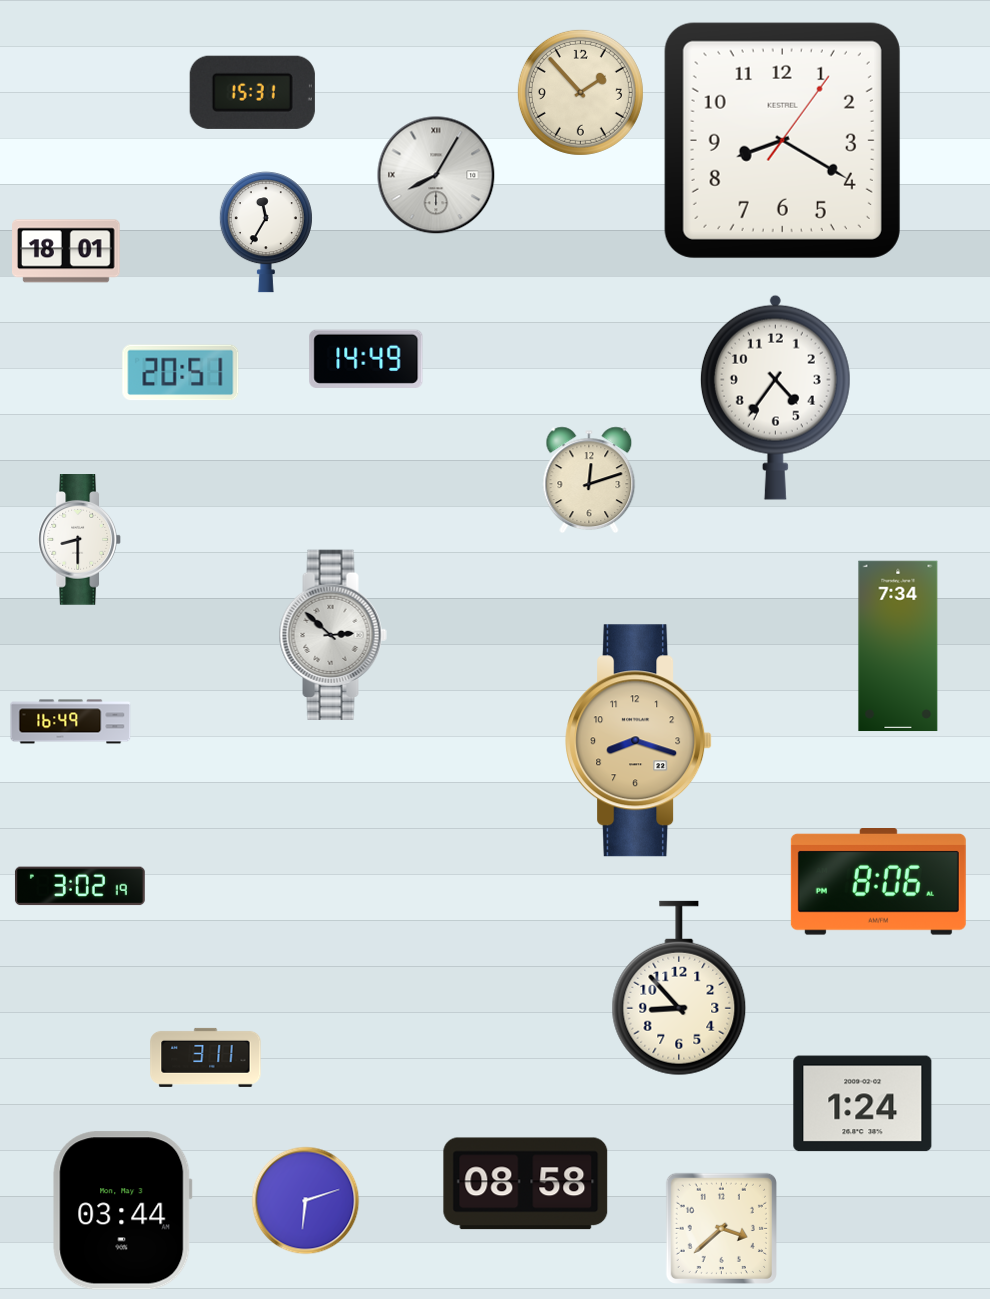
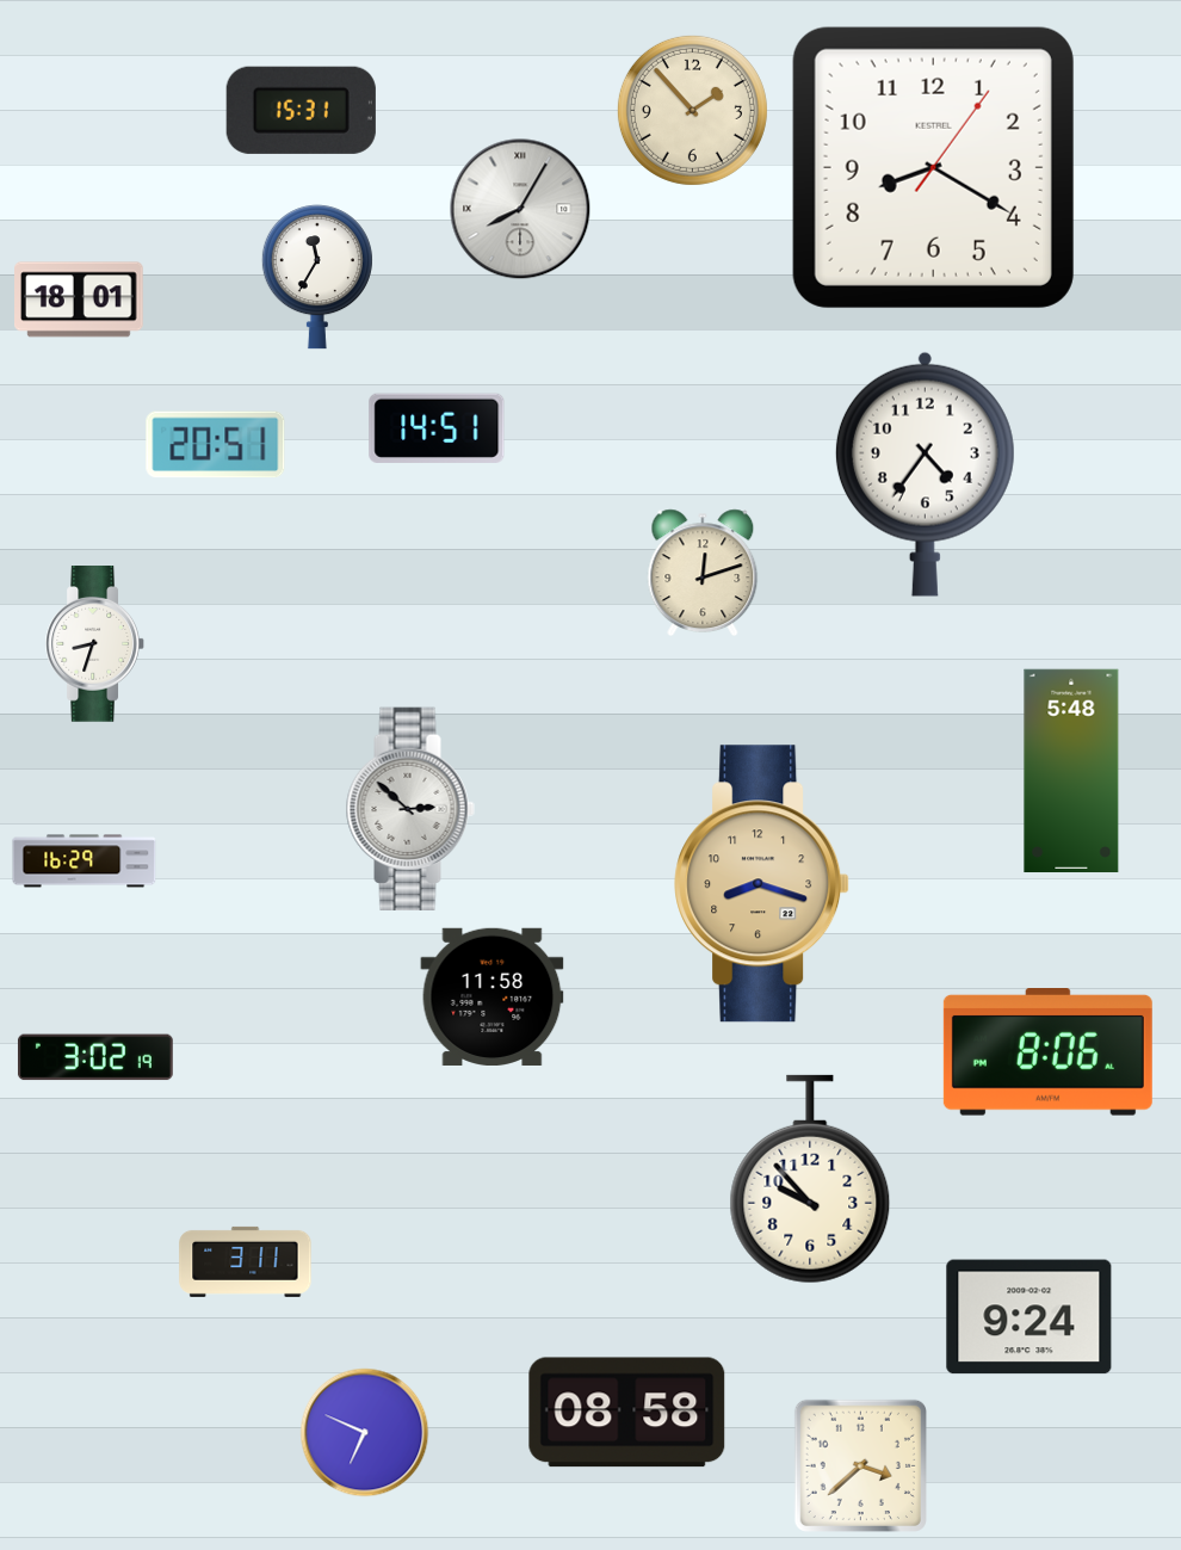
clock at (366, 359): 14:49 -> 14:51
clock at (79, 540): 8:30 -> 8:33
clock at (333, 635) position: (333, 635) -> (410, 809)
clock at (898, 646): 7:34 -> 5:48
clock at (71, 722): 16:49 -> 16:29
clock at (493, 996): none -> 11:58
clock at (679, 988): 8:53 -> 9:53
clock at (863, 1104): 1:24 -> 9:24
clock at (306, 1201): 6:12 -> 6:49
clock at (123, 1211): 03:44 -> none
